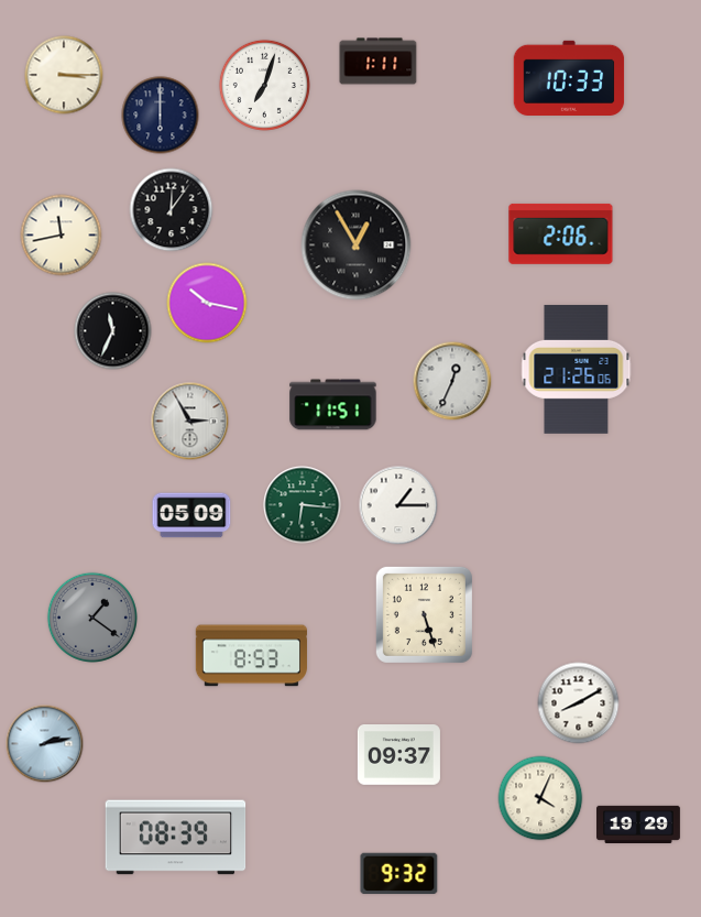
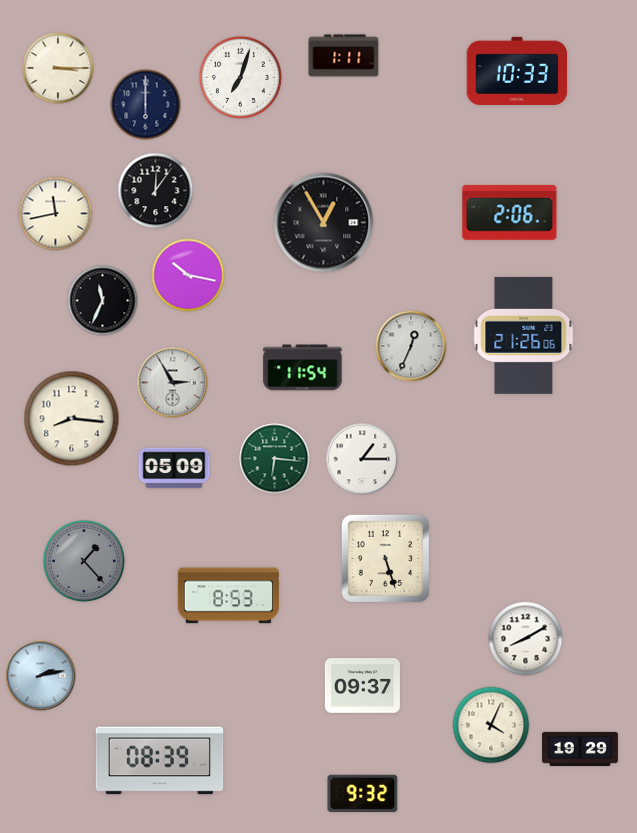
clock at (333, 405): 11:51 -> 11:54
clock at (72, 419): none -> 8:16
clock at (91, 616): 1:21 -> 1:23
